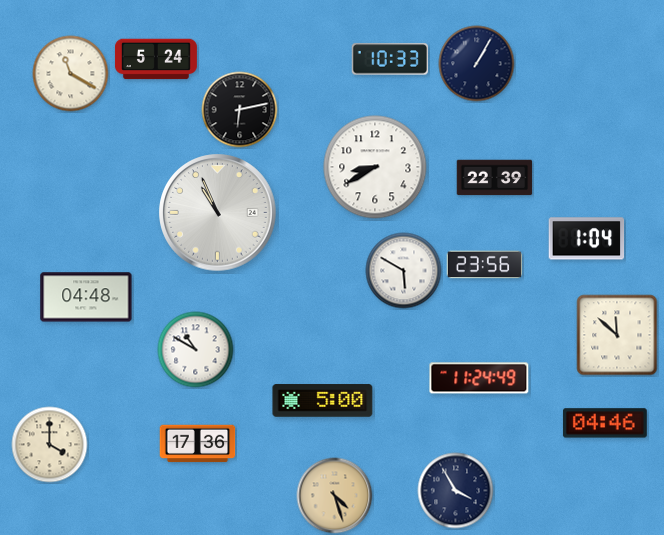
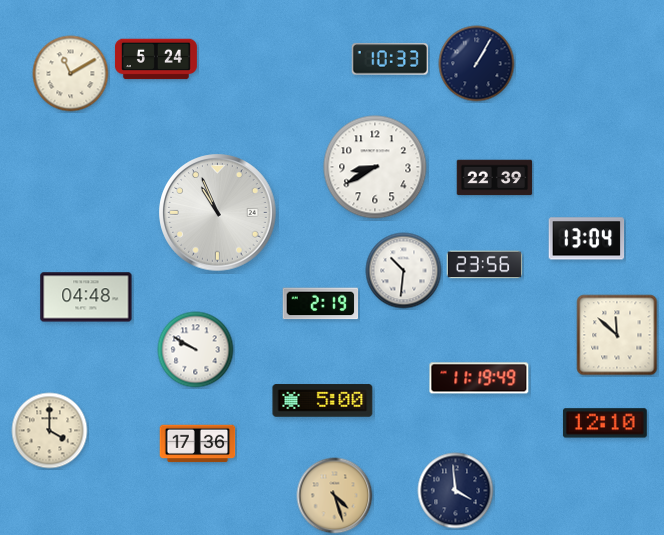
clock at (71, 74): 11:20 -> 11:10
clock at (240, 110): 6:13 -> none
clock at (587, 239): 1:04 -> 13:04
clock at (404, 271): 5:50 -> 10:31
clock at (321, 304): none -> 2:19
clock at (196, 350): 10:50 -> 9:50
clock at (479, 378): 11:24 -> 11:19
clock at (605, 423): 04:46 -> 12:10
clock at (50, 445) position: (50, 445) -> (50, 431)
clock at (456, 491): 3:55 -> 3:59
